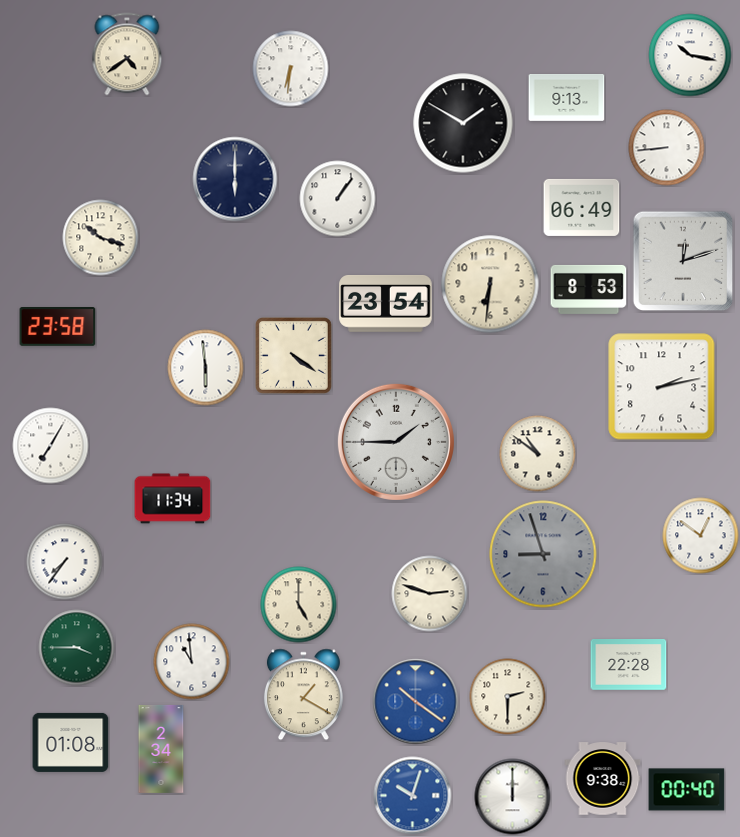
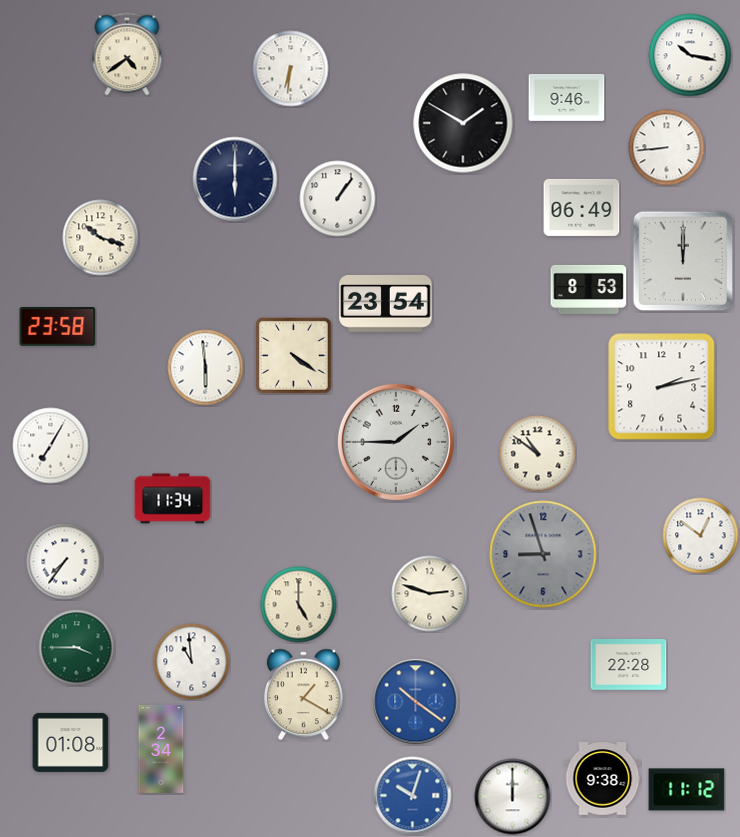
clock at (567, 98): 9:13 -> 9:46
clock at (683, 261): 12:12 -> 12:00
clock at (490, 284): 6:31 -> none
clock at (508, 697): 2:30 -> none
clock at (687, 790): 00:40 -> 11:12
